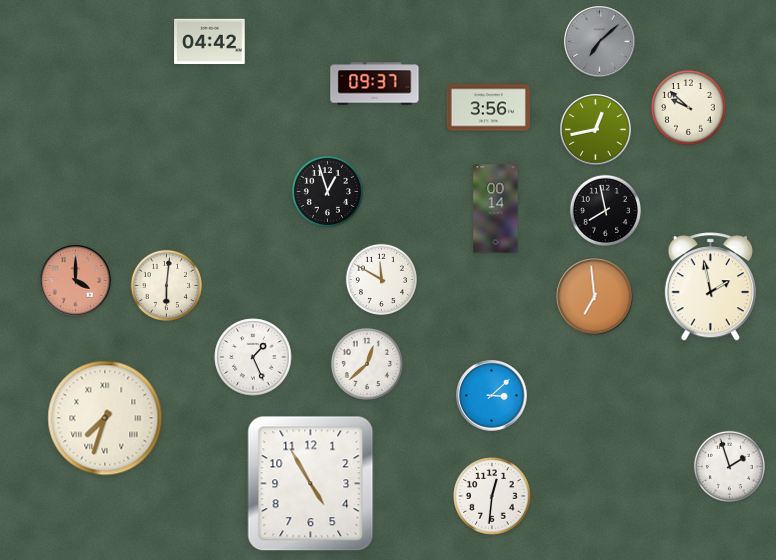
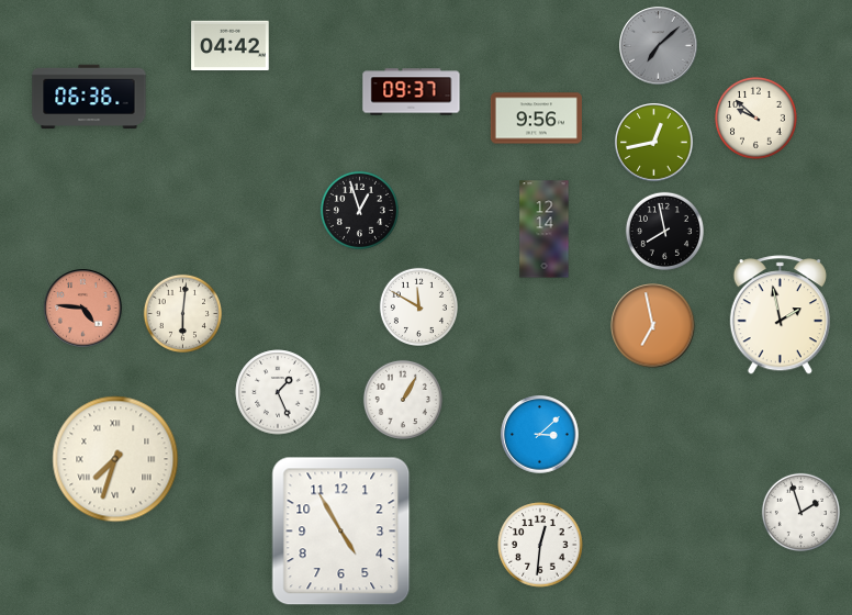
clock at (89, 97): none -> 06:36
clock at (488, 108): 3:56 -> 9:56
clock at (496, 209): 00:14 -> 12:14
clock at (76, 281): 4:00 -> 4:46
clock at (595, 297): 6:59 -> 6:58
clock at (367, 364): 12:38 -> 1:05
